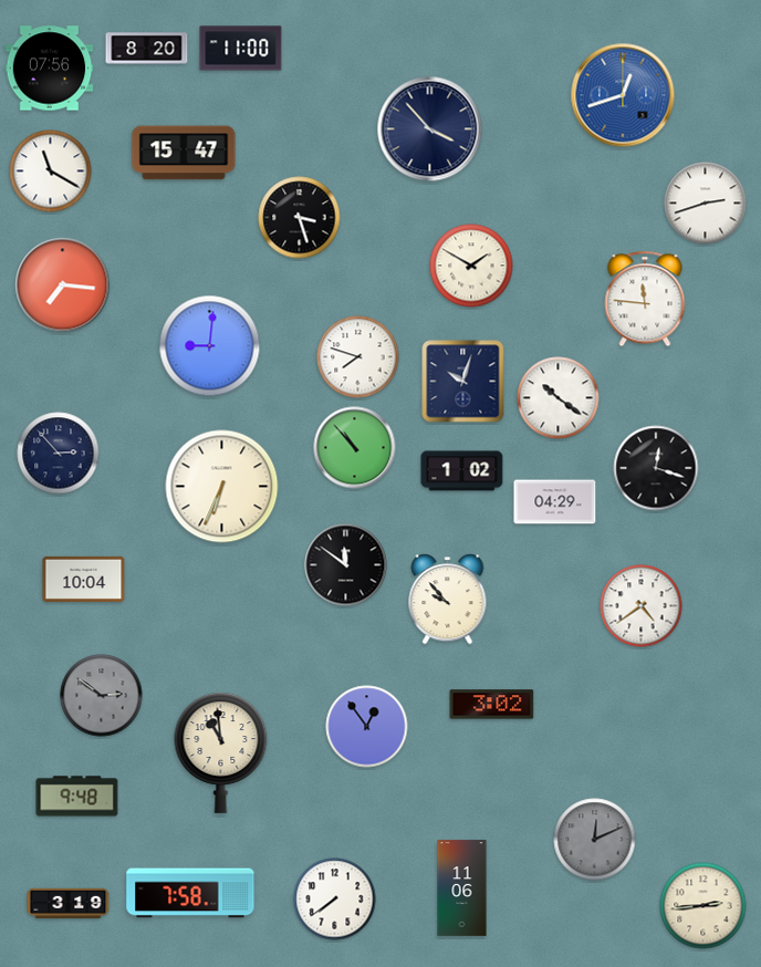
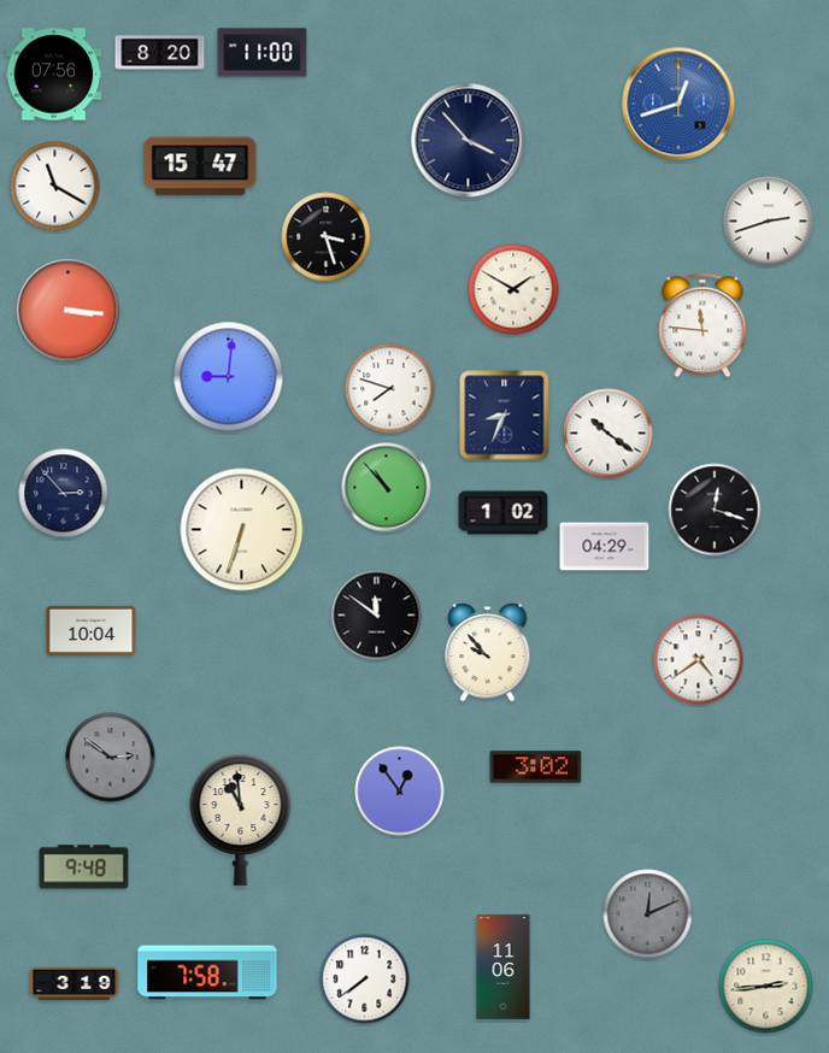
clock at (63, 285): 7:16 -> 3:16
clock at (463, 382): 10:03 -> 8:34
clock at (222, 487): 6:34 -> 6:33
